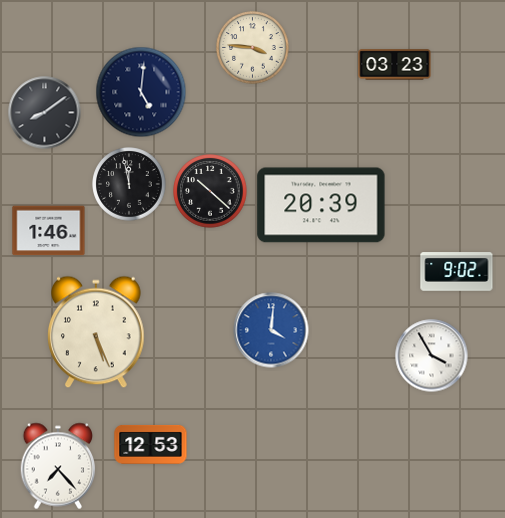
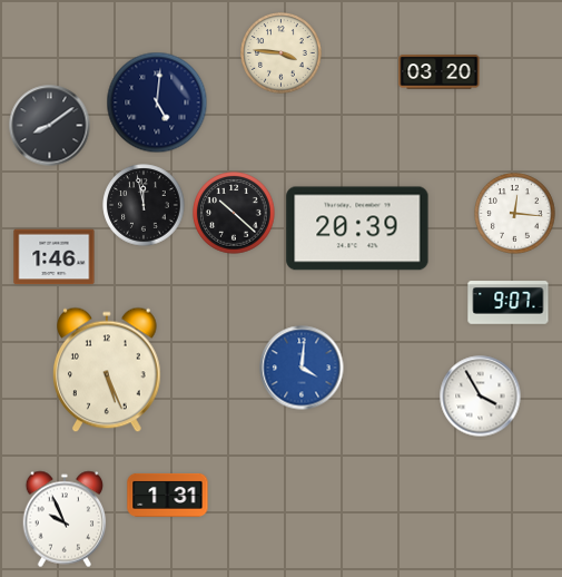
clock at (395, 65): 03:23 -> 03:20
clock at (515, 214): none -> 12:16
clock at (457, 272): 9:02 -> 9:07
clock at (151, 444): 12:53 -> 1:31
clock at (58, 466): 7:23 -> 9:56
